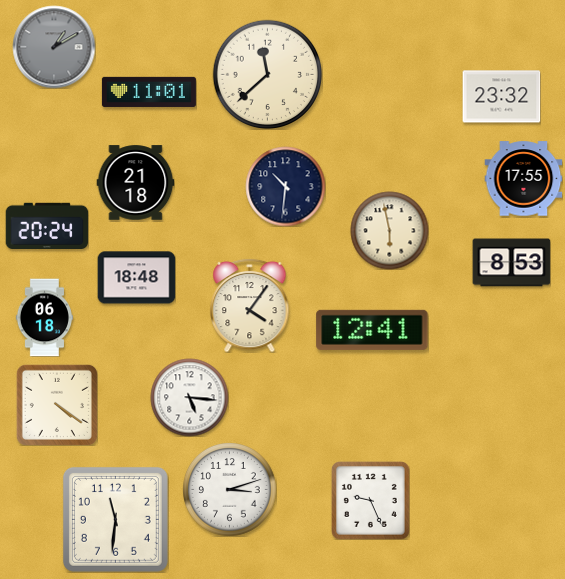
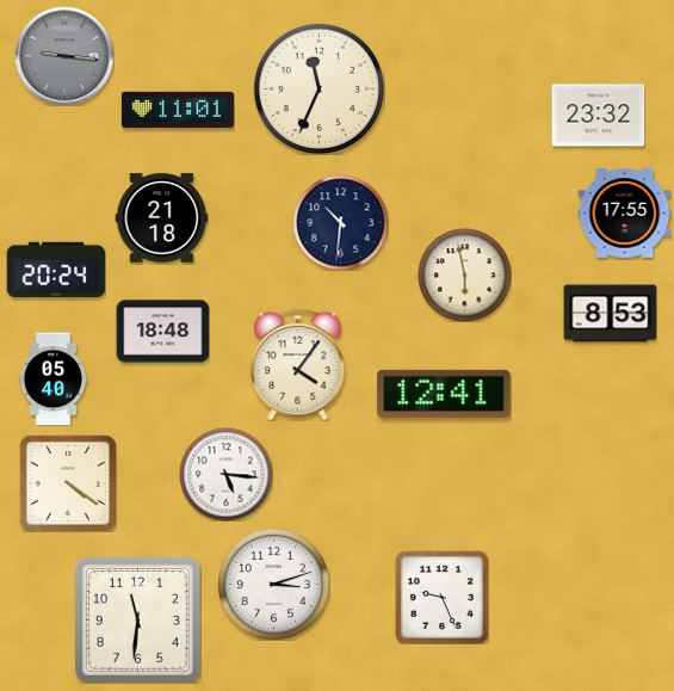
clock at (54, 47): 1:10 -> 9:16
clock at (267, 74): 11:38 -> 11:34
clock at (44, 317): 06:18 -> 05:40
